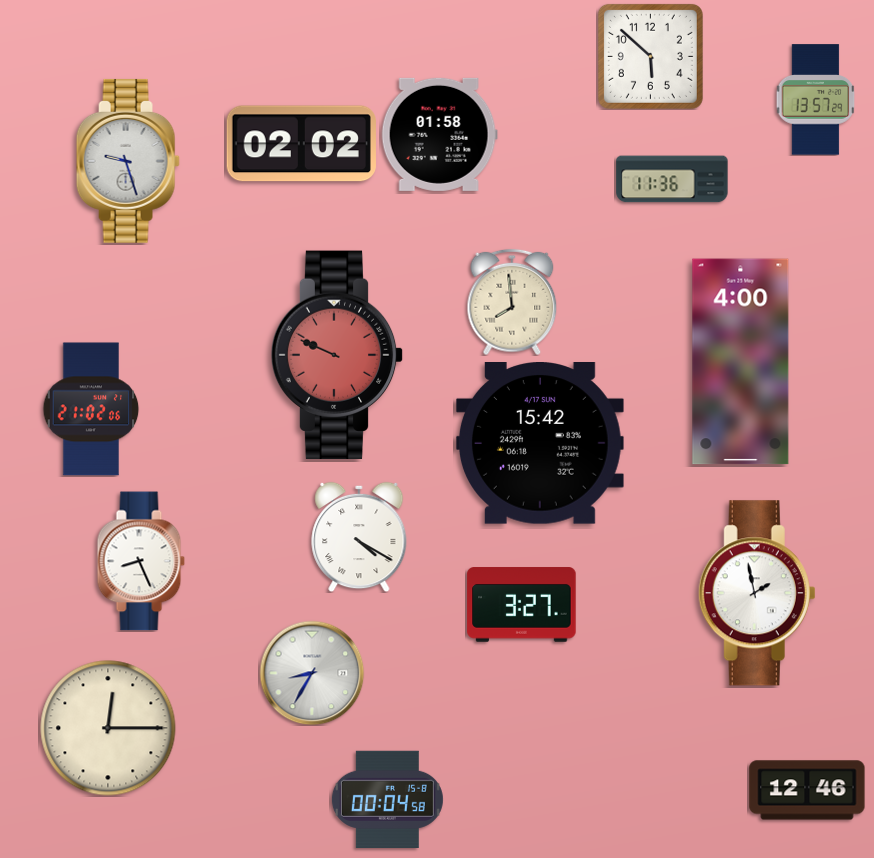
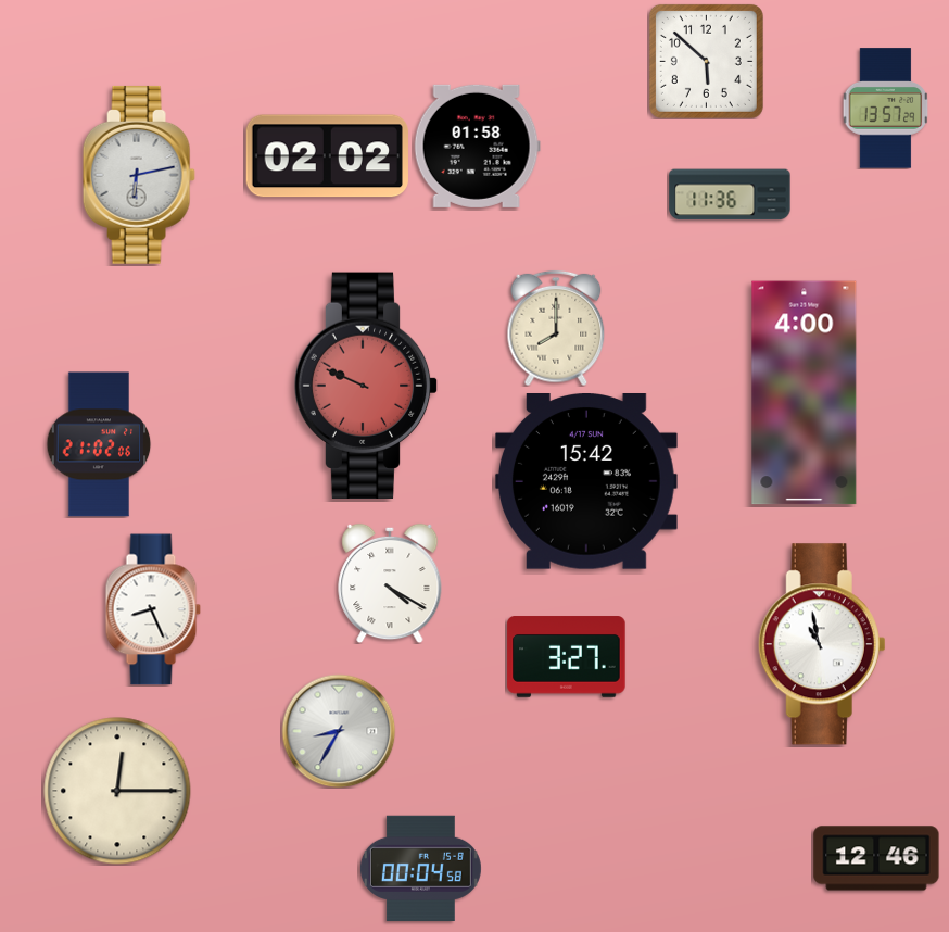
clock at (128, 161): 9:27 -> 6:13
clock at (512, 302): 7:59 -> 8:00
clock at (757, 593): 1:58 -> 10:58
